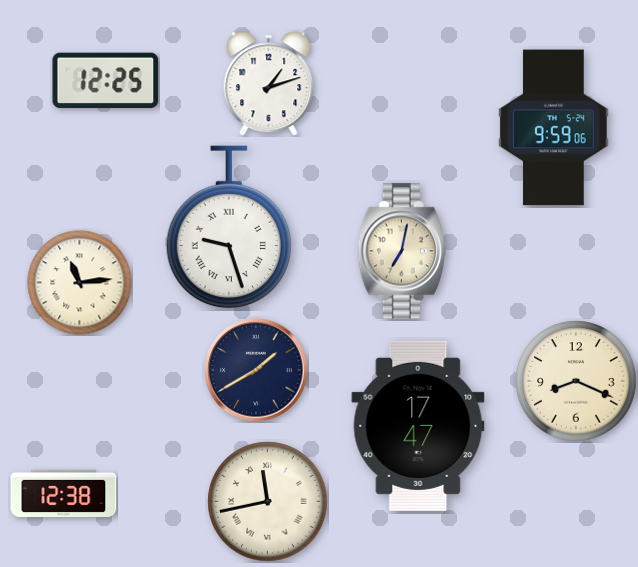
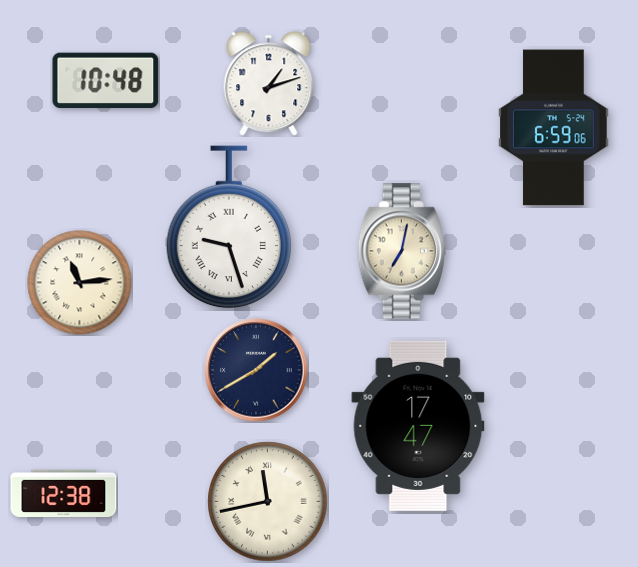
clock at (106, 81): 12:25 -> 10:48
clock at (554, 128): 9:59 -> 6:59
clock at (576, 381): 8:19 -> none
